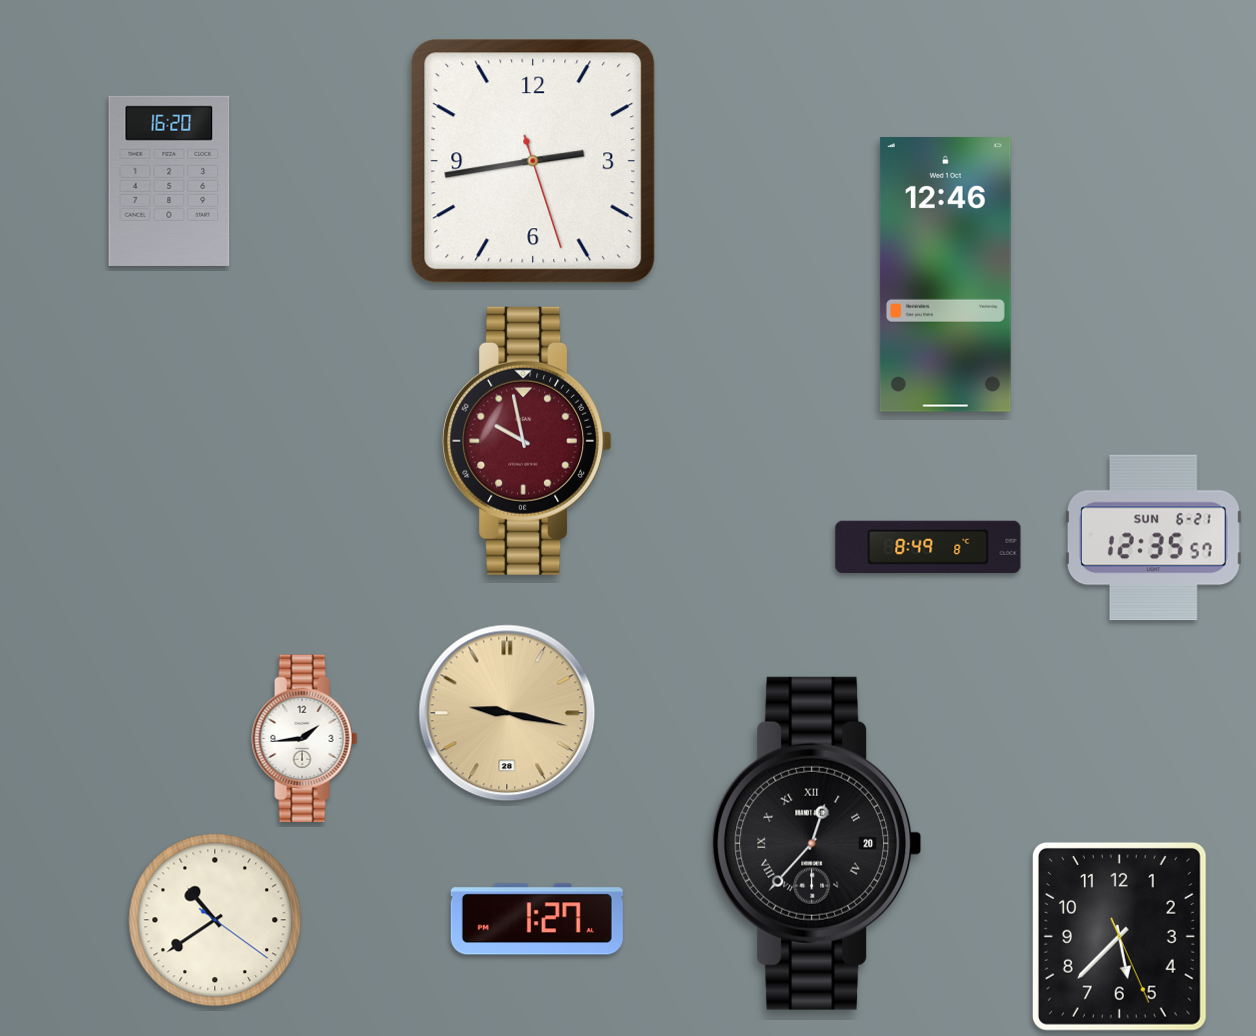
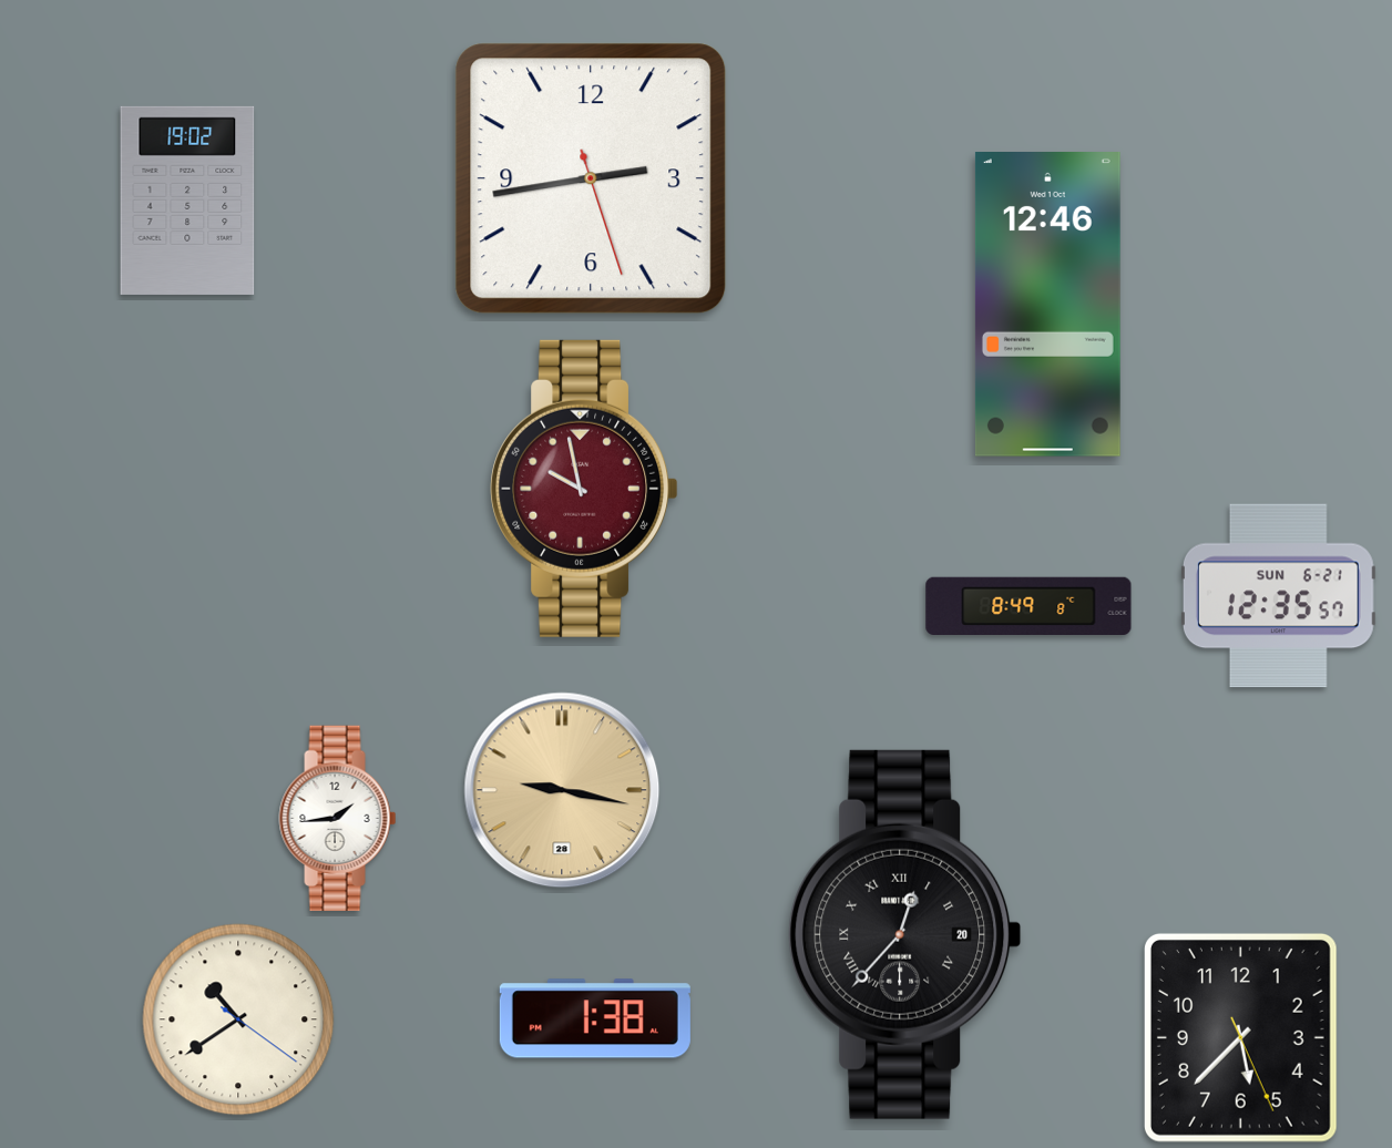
clock at (169, 181): 16:20 -> 19:02
clock at (537, 919): 1:27 -> 1:38
